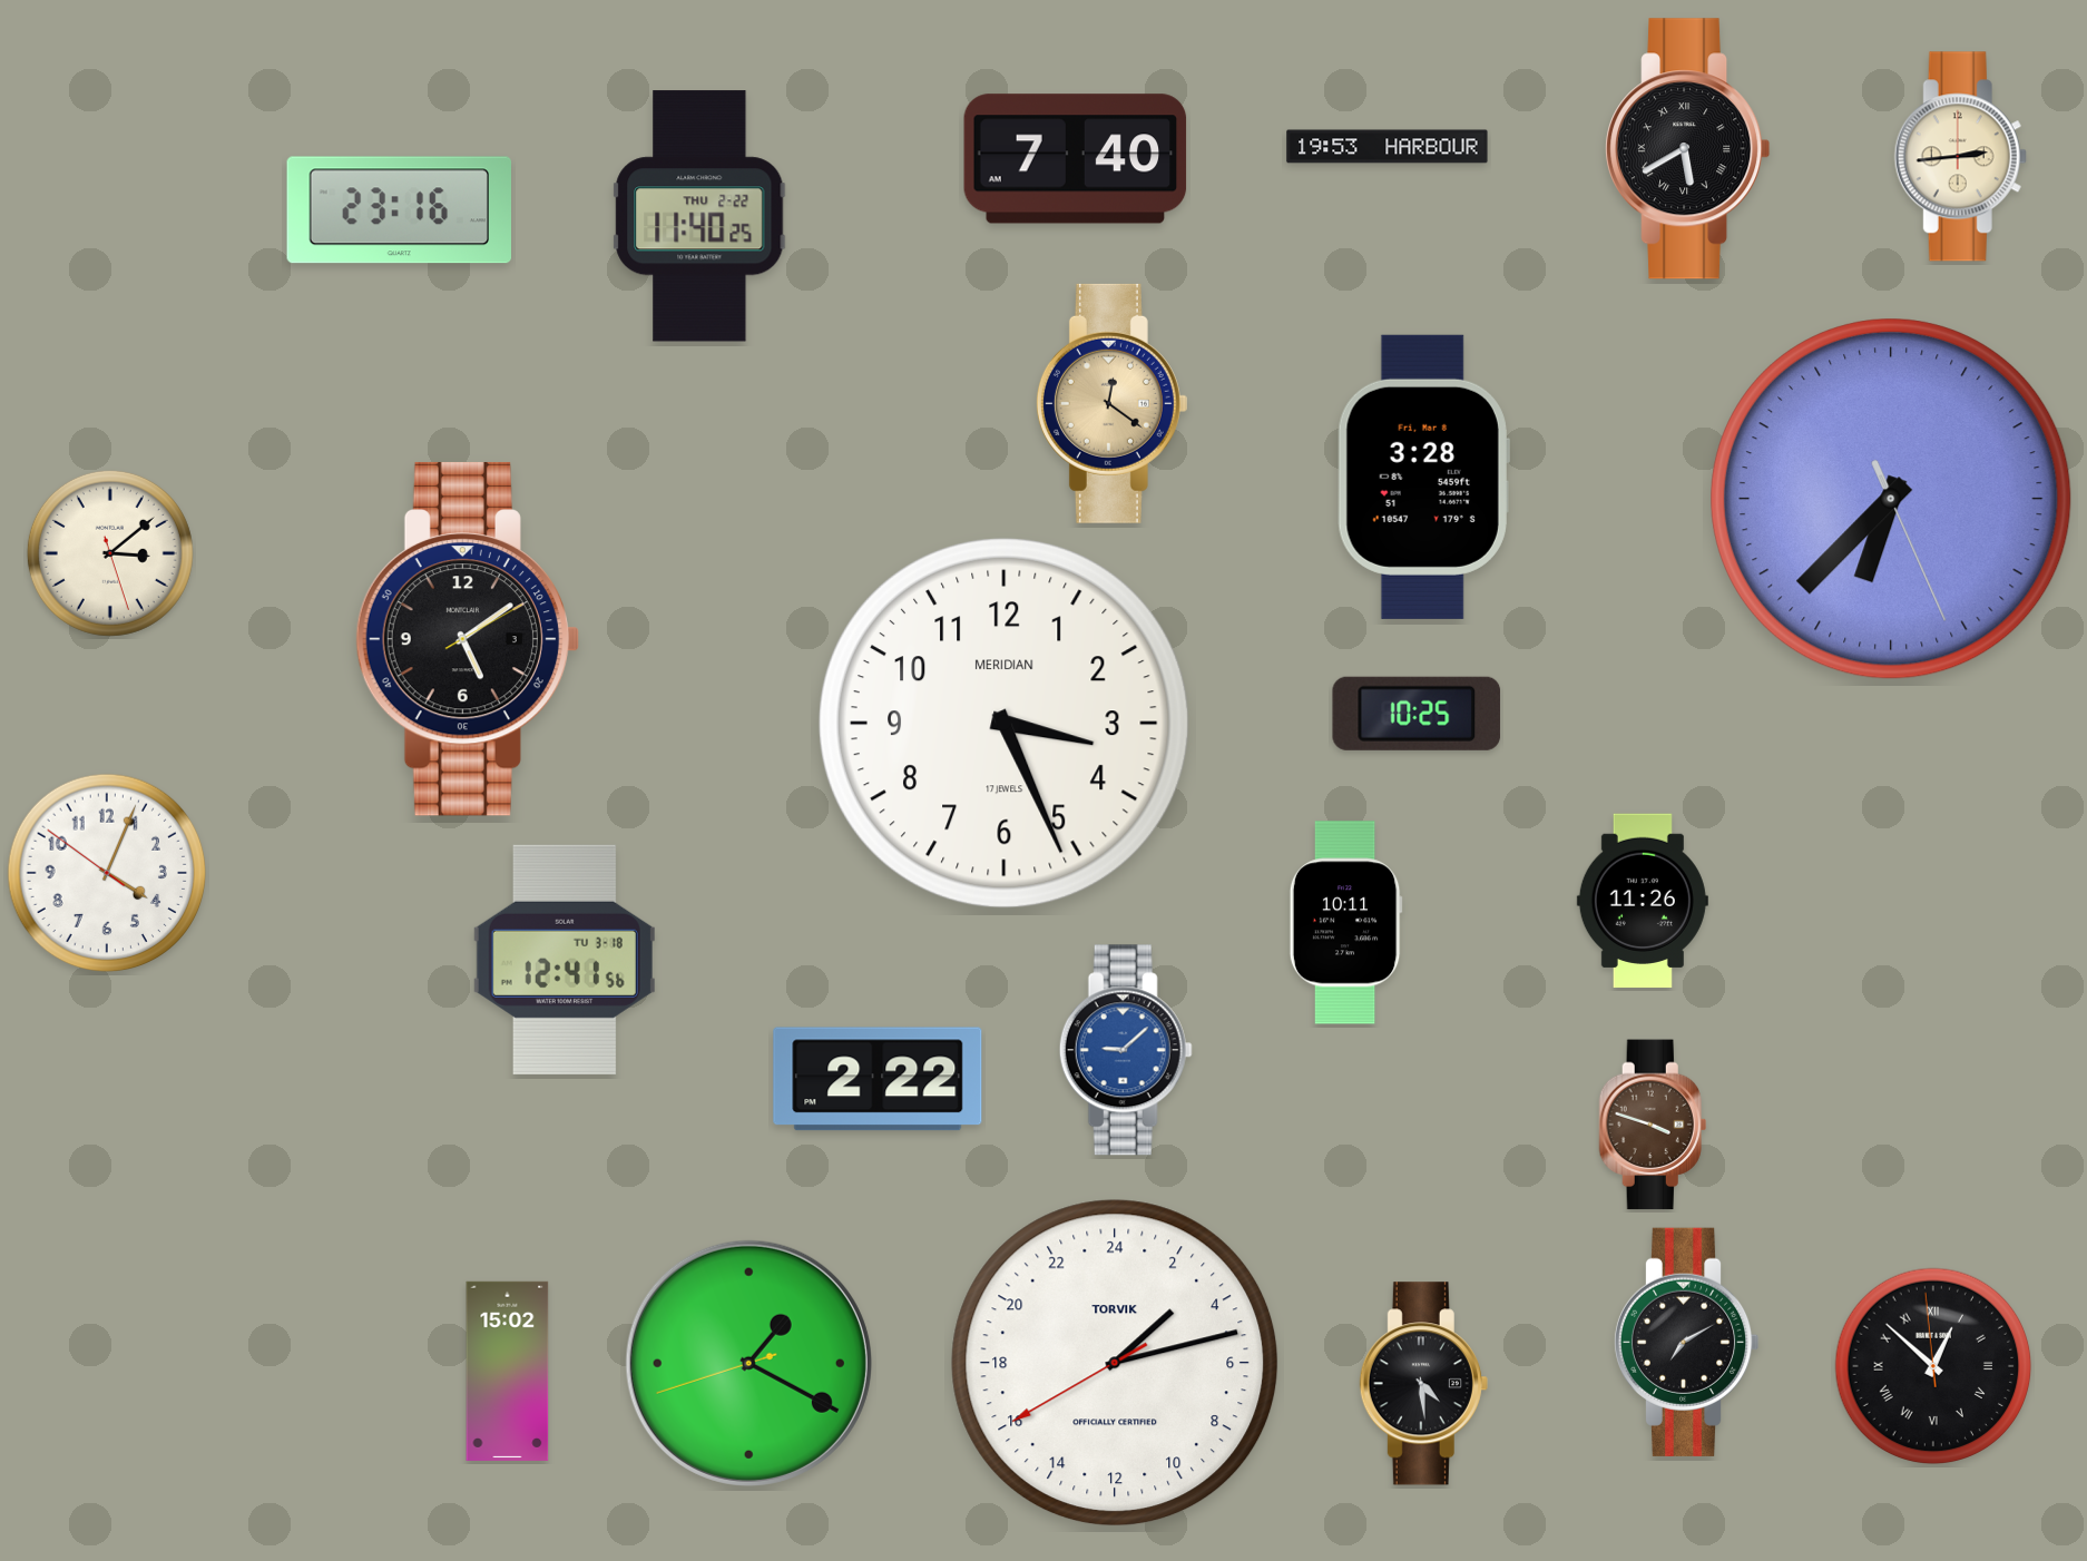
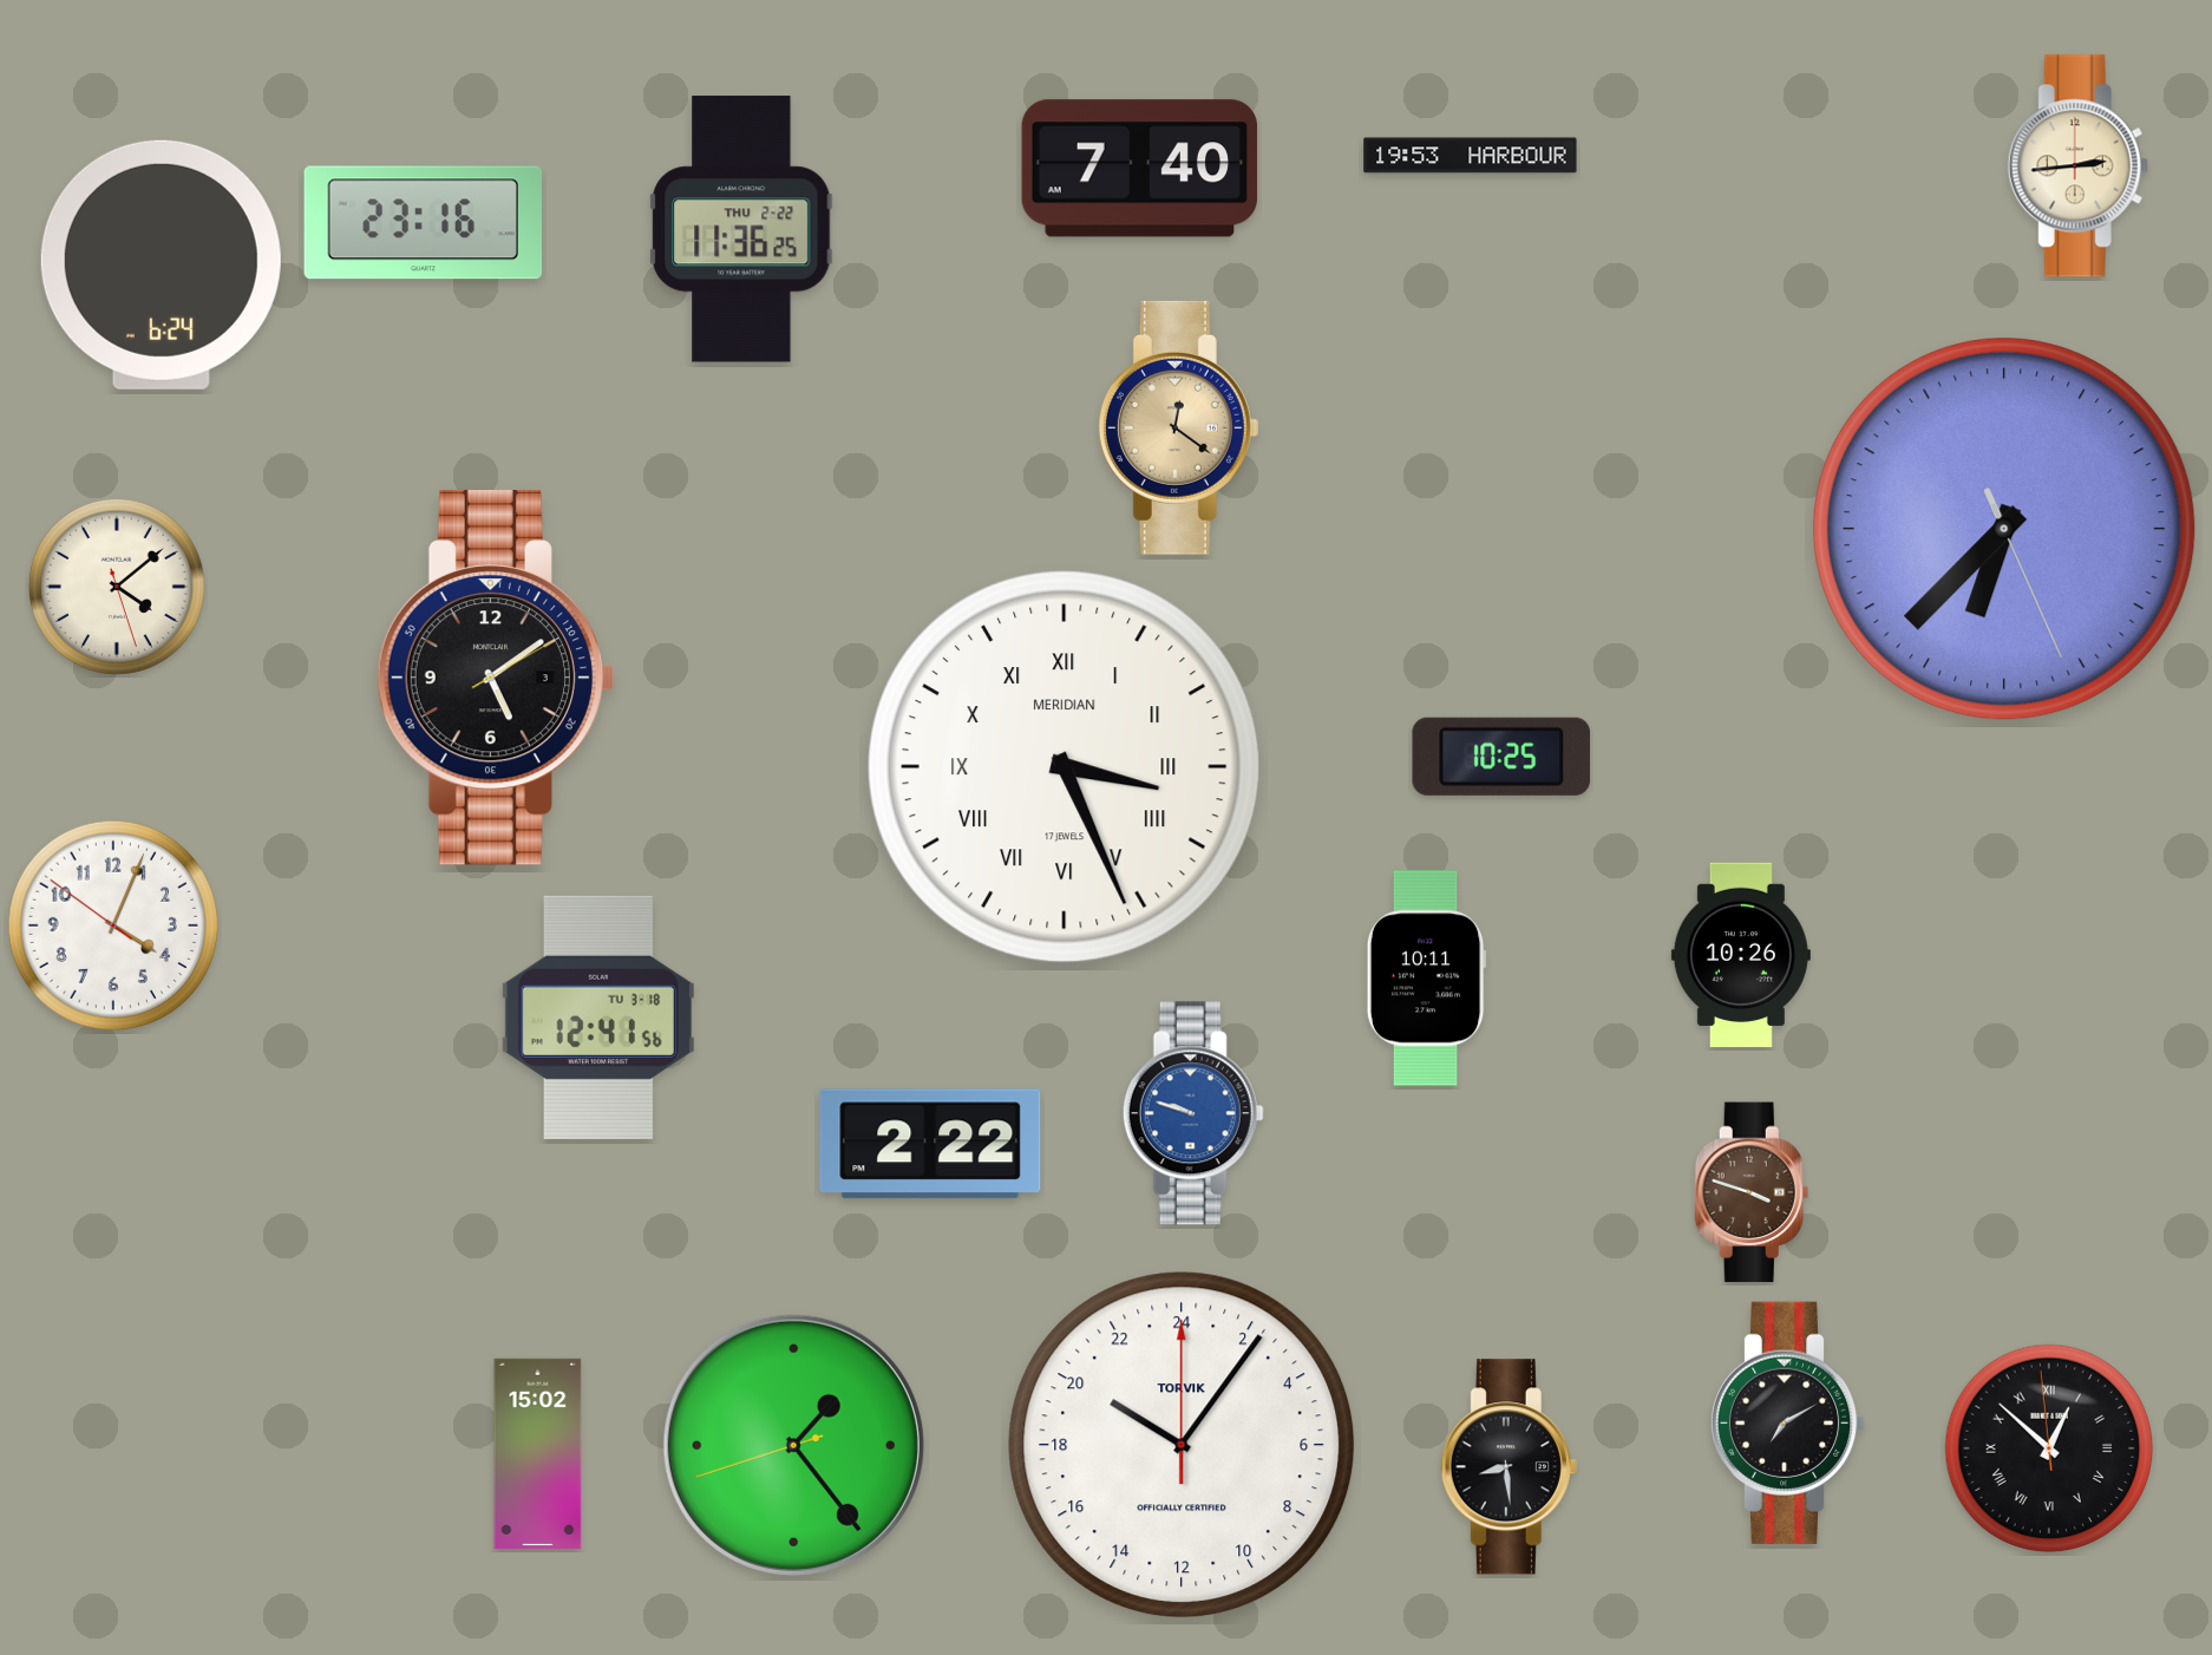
clock at (1688, 149): 5:40 -> none
clock at (699, 216): 11:40 -> 11:36
clock at (161, 264): none -> 6:24
clock at (1423, 477): 3:28 -> none
clock at (110, 553): 3:08 -> 4:08
clock at (1003, 723) numerals: Arabic -> Roman
clock at (1643, 901): 11:26 -> 10:26
clock at (1126, 1050): 9:08 -> 9:48
clock at (748, 1363): 1:19 -> 1:23
clock at (1115, 1363): 3:12 -> 20:06
clock at (1423, 1384): 4:29 -> 8:29
